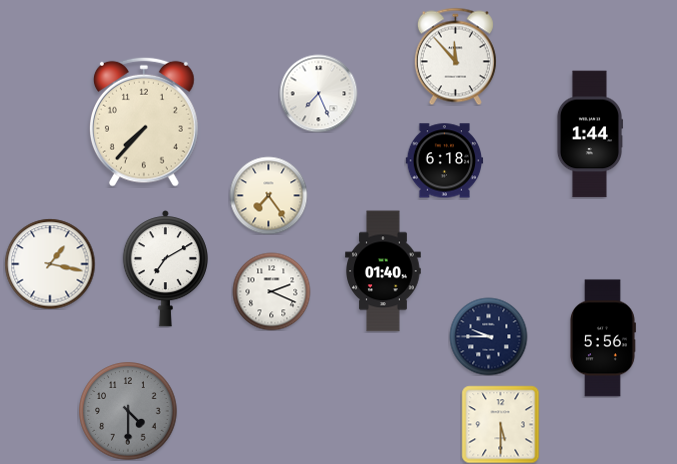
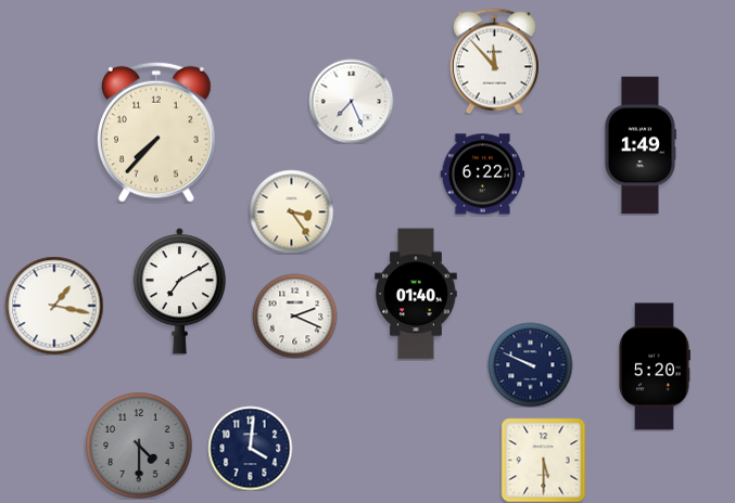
clock at (318, 93) position: (318, 93) -> (351, 101)
clock at (589, 134): 1:44 -> 1:49
clock at (444, 161): 6:18 -> 6:22
clock at (268, 195): 7:24 -> 3:24
clock at (50, 264) position: (50, 264) -> (54, 306)
clock at (488, 336): 9:45 -> 9:49
clock at (602, 338): 5:56 -> 5:20
clock at (250, 448): none -> 4:01
